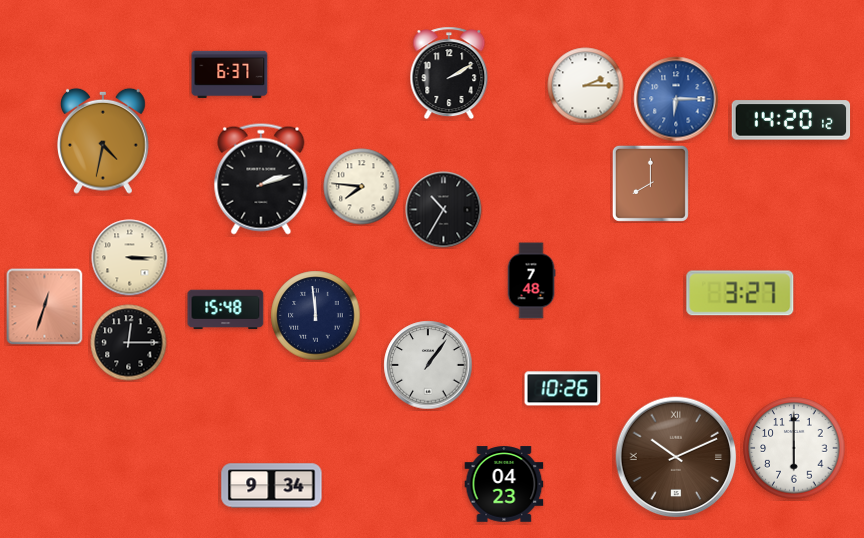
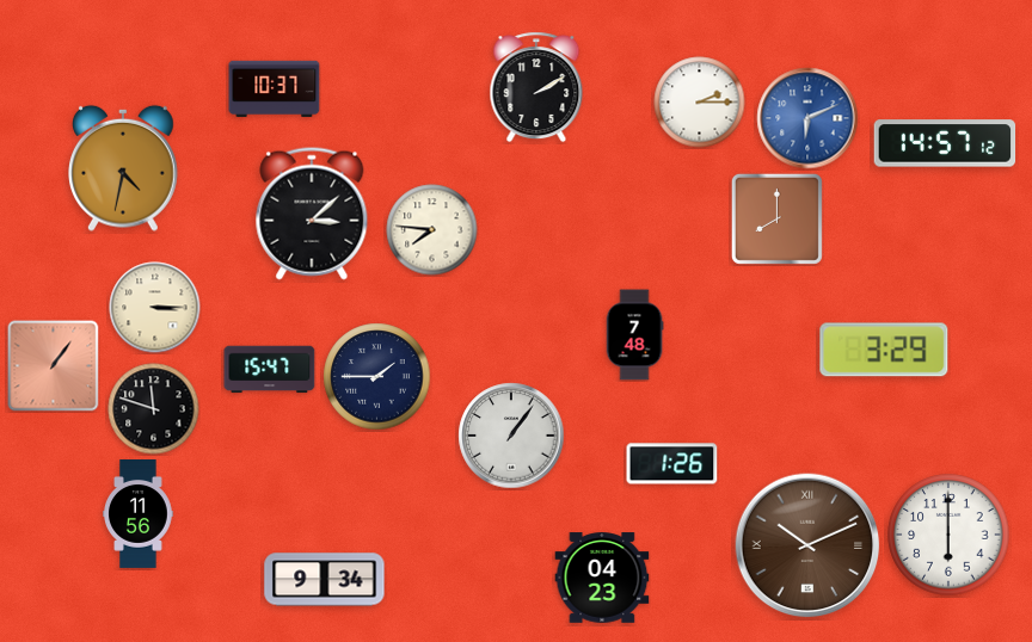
clock at (230, 74): 6:37 -> 10:37
clock at (676, 99): 6:15 -> 6:11
clock at (791, 120): 14:20 -> 14:57
clock at (261, 179): 2:12 -> 3:08
clock at (362, 187) position: (362, 187) -> (432, 230)
clock at (444, 210): 10:35 -> none
clock at (740, 293): 3:27 -> 3:29
clock at (45, 307): 12:33 -> 1:06
clock at (226, 310): 15:48 -> 15:47
clock at (316, 316): 11:59 -> 1:45
clock at (129, 343): 12:15 -> 11:48
clock at (563, 389): 10:26 -> 1:26
clock at (139, 514): none -> 11:56
